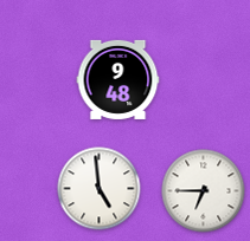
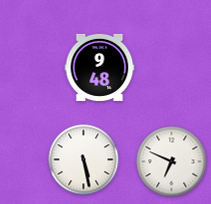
clock at (100, 189): 4:59 -> 5:28
clock at (204, 191): 6:45 -> 6:49
